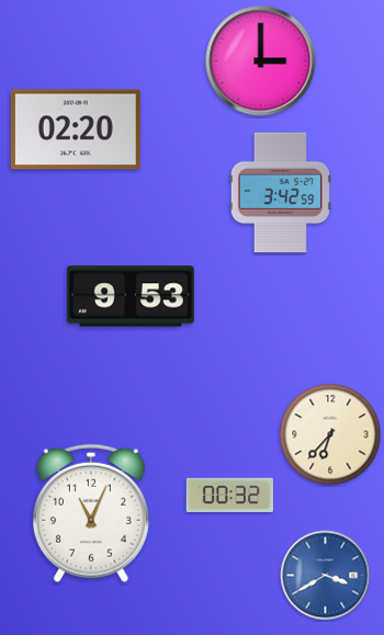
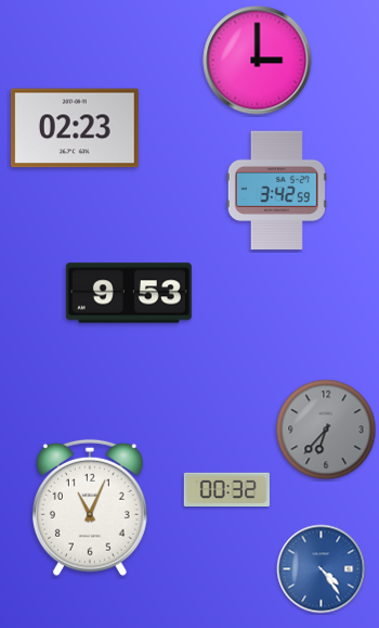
clock at (76, 129): 02:20 -> 02:23
clock at (330, 434) dial: cream -> grey
clock at (326, 576): 3:40 -> 4:24
